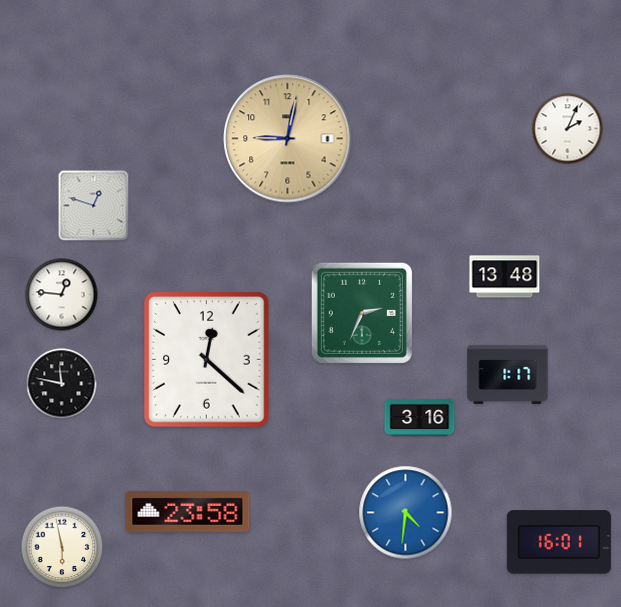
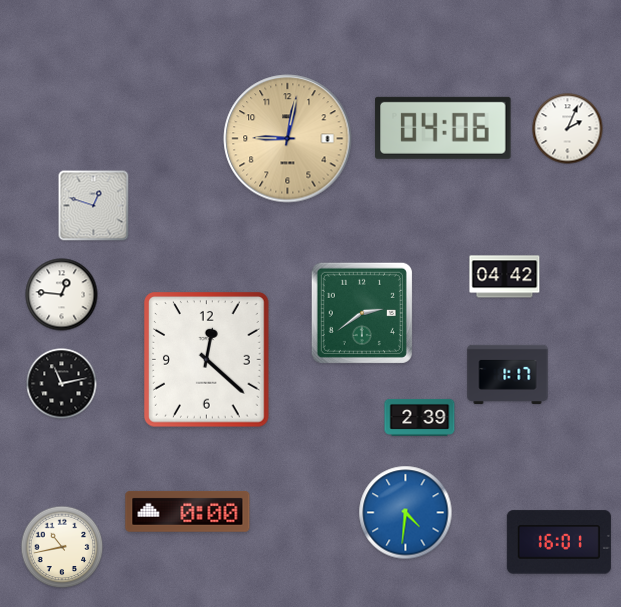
clock at (443, 128): none -> 04:06
clock at (505, 277): 13:48 -> 04:42
clock at (362, 313): 2:34 -> 2:39
clock at (62, 384): 11:47 -> 11:13
clock at (420, 417): 3:16 -> 2:39
clock at (188, 512): 23:58 -> 0:00
clock at (62, 547): 5:58 -> 10:43
